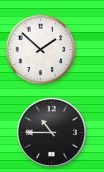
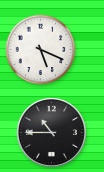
clock at (41, 50): 1:52 -> 5:19
